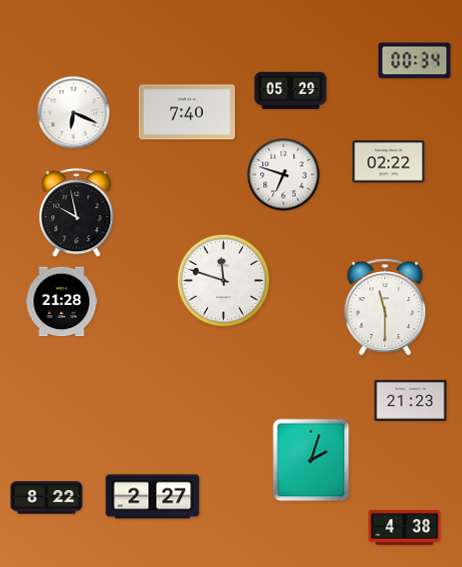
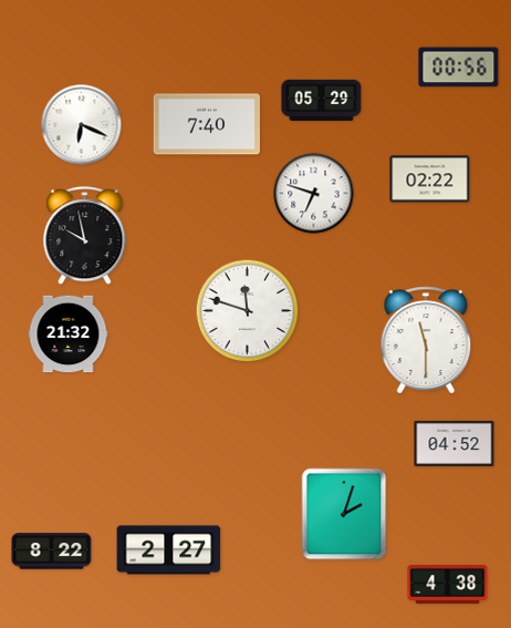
clock at (415, 61): 00:34 -> 00:56
clock at (62, 302): 21:28 -> 21:32
clock at (411, 400): 21:23 -> 04:52
clock at (311, 460) position: (311, 460) -> (344, 514)
